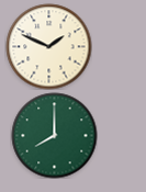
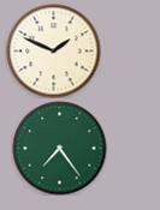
clock at (54, 135): 8:00 -> 7:24
